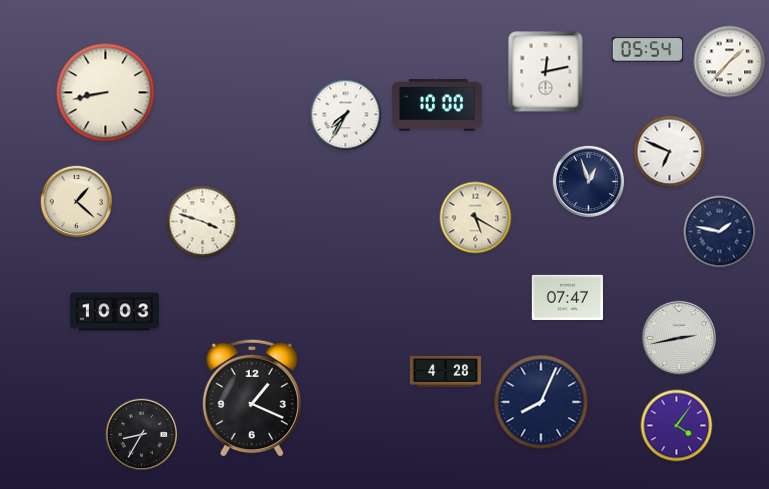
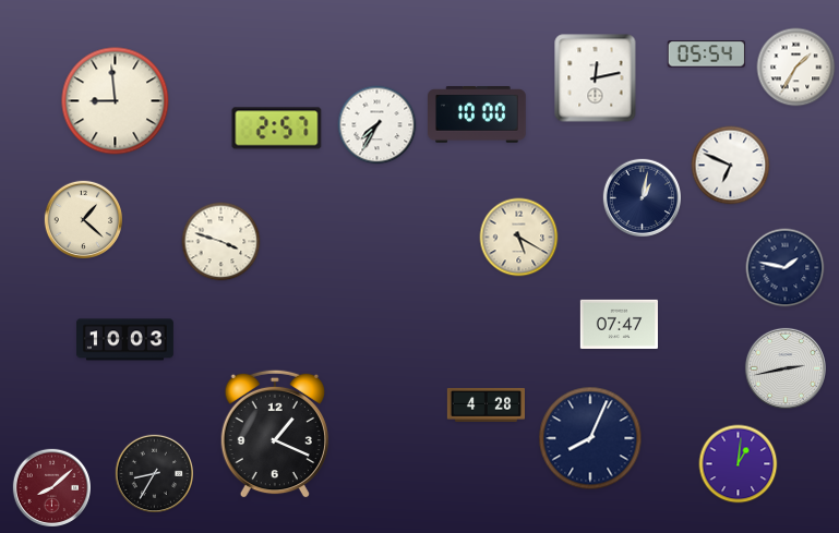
clock at (730, 62): 1:37 -> 1:35
clock at (106, 93): 8:43 -> 8:59
clock at (277, 129): none -> 2:57
clock at (588, 181): 12:57 -> 1:02
clock at (720, 232) position: (720, 232) -> (786, 268)
clock at (679, 338) position: (679, 338) -> (786, 368)
clock at (677, 426): 4:06 -> 1:01
clock at (51, 487): none -> 8:08
